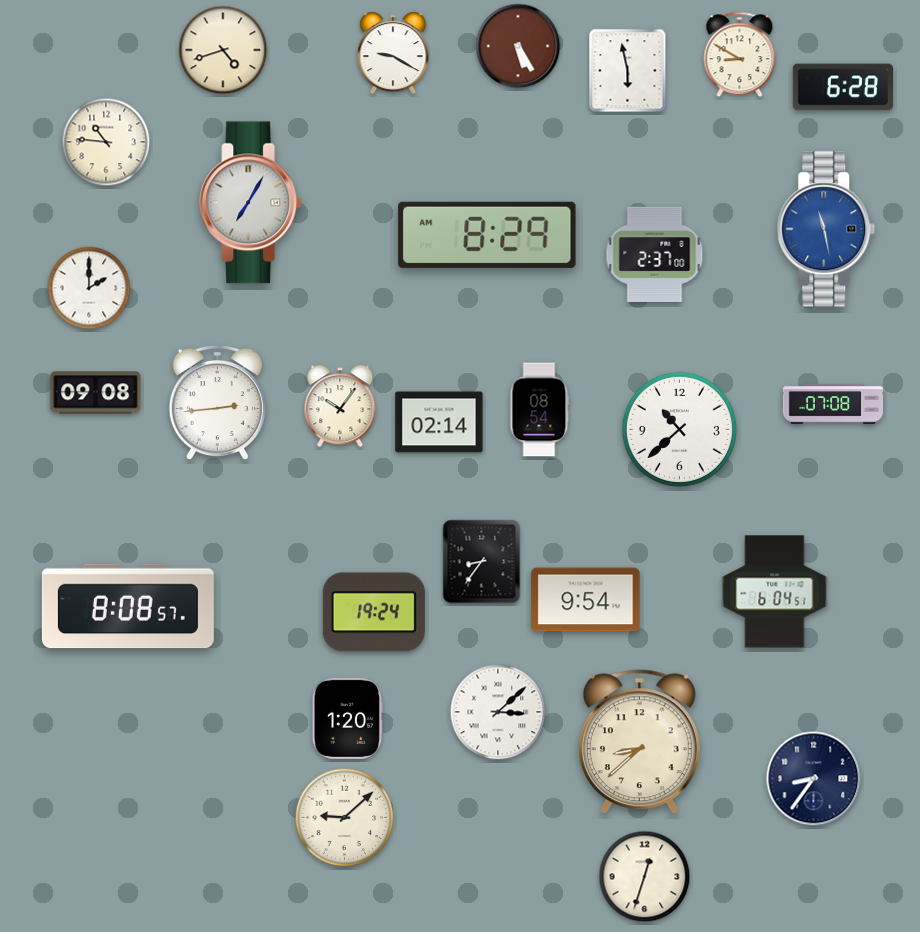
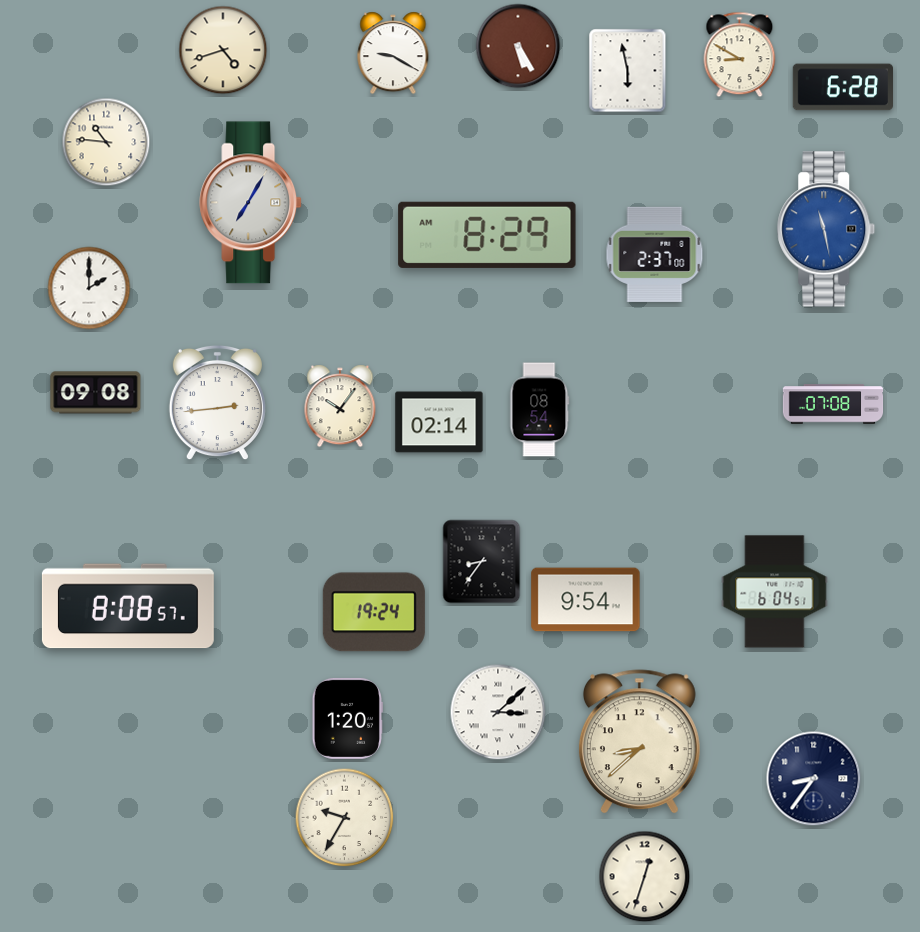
clock at (679, 429): 10:38 -> none
clock at (345, 818): 9:08 -> 9:35
